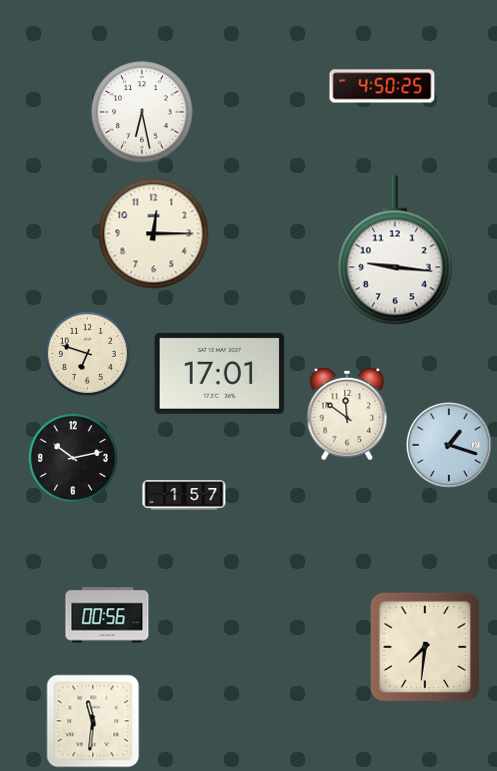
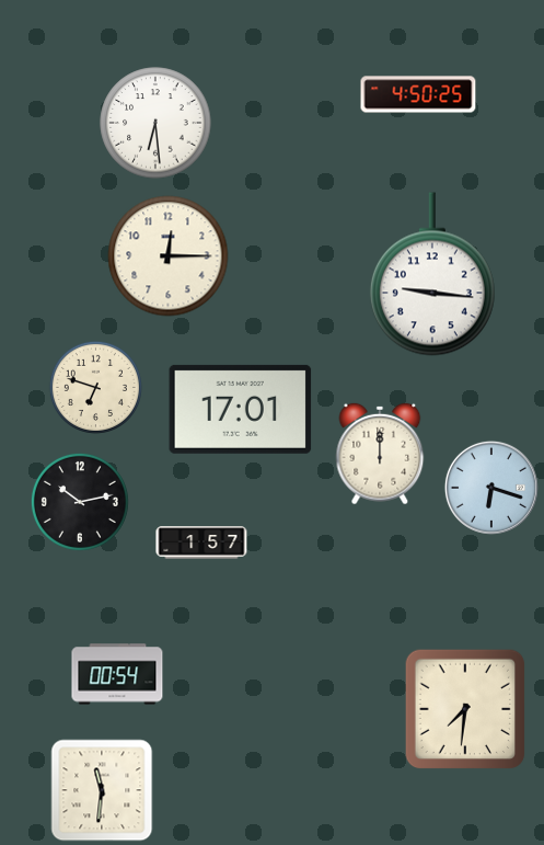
clock at (142, 112): 6:28 -> 6:29
clock at (347, 414): 11:51 -> 12:00
clock at (449, 445): 1:18 -> 6:18
clock at (107, 615): 00:56 -> 00:54
